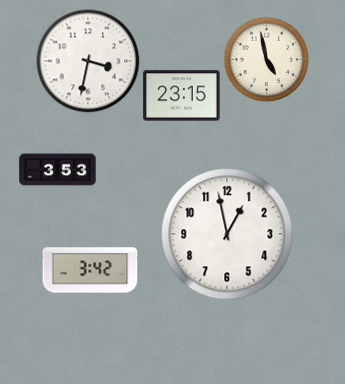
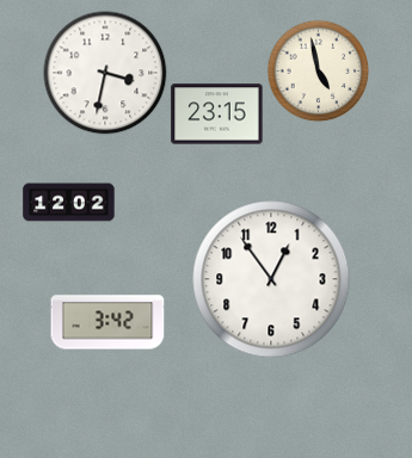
clock at (58, 170): 3:53 -> 12:02
clock at (227, 234): 12:58 -> 12:54
